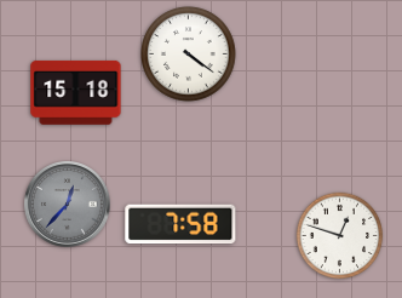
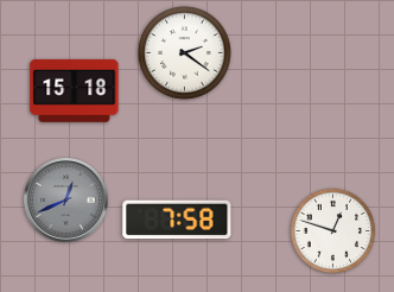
clock at (189, 55): 4:21 -> 2:21
clock at (68, 205): 12:37 -> 12:41
